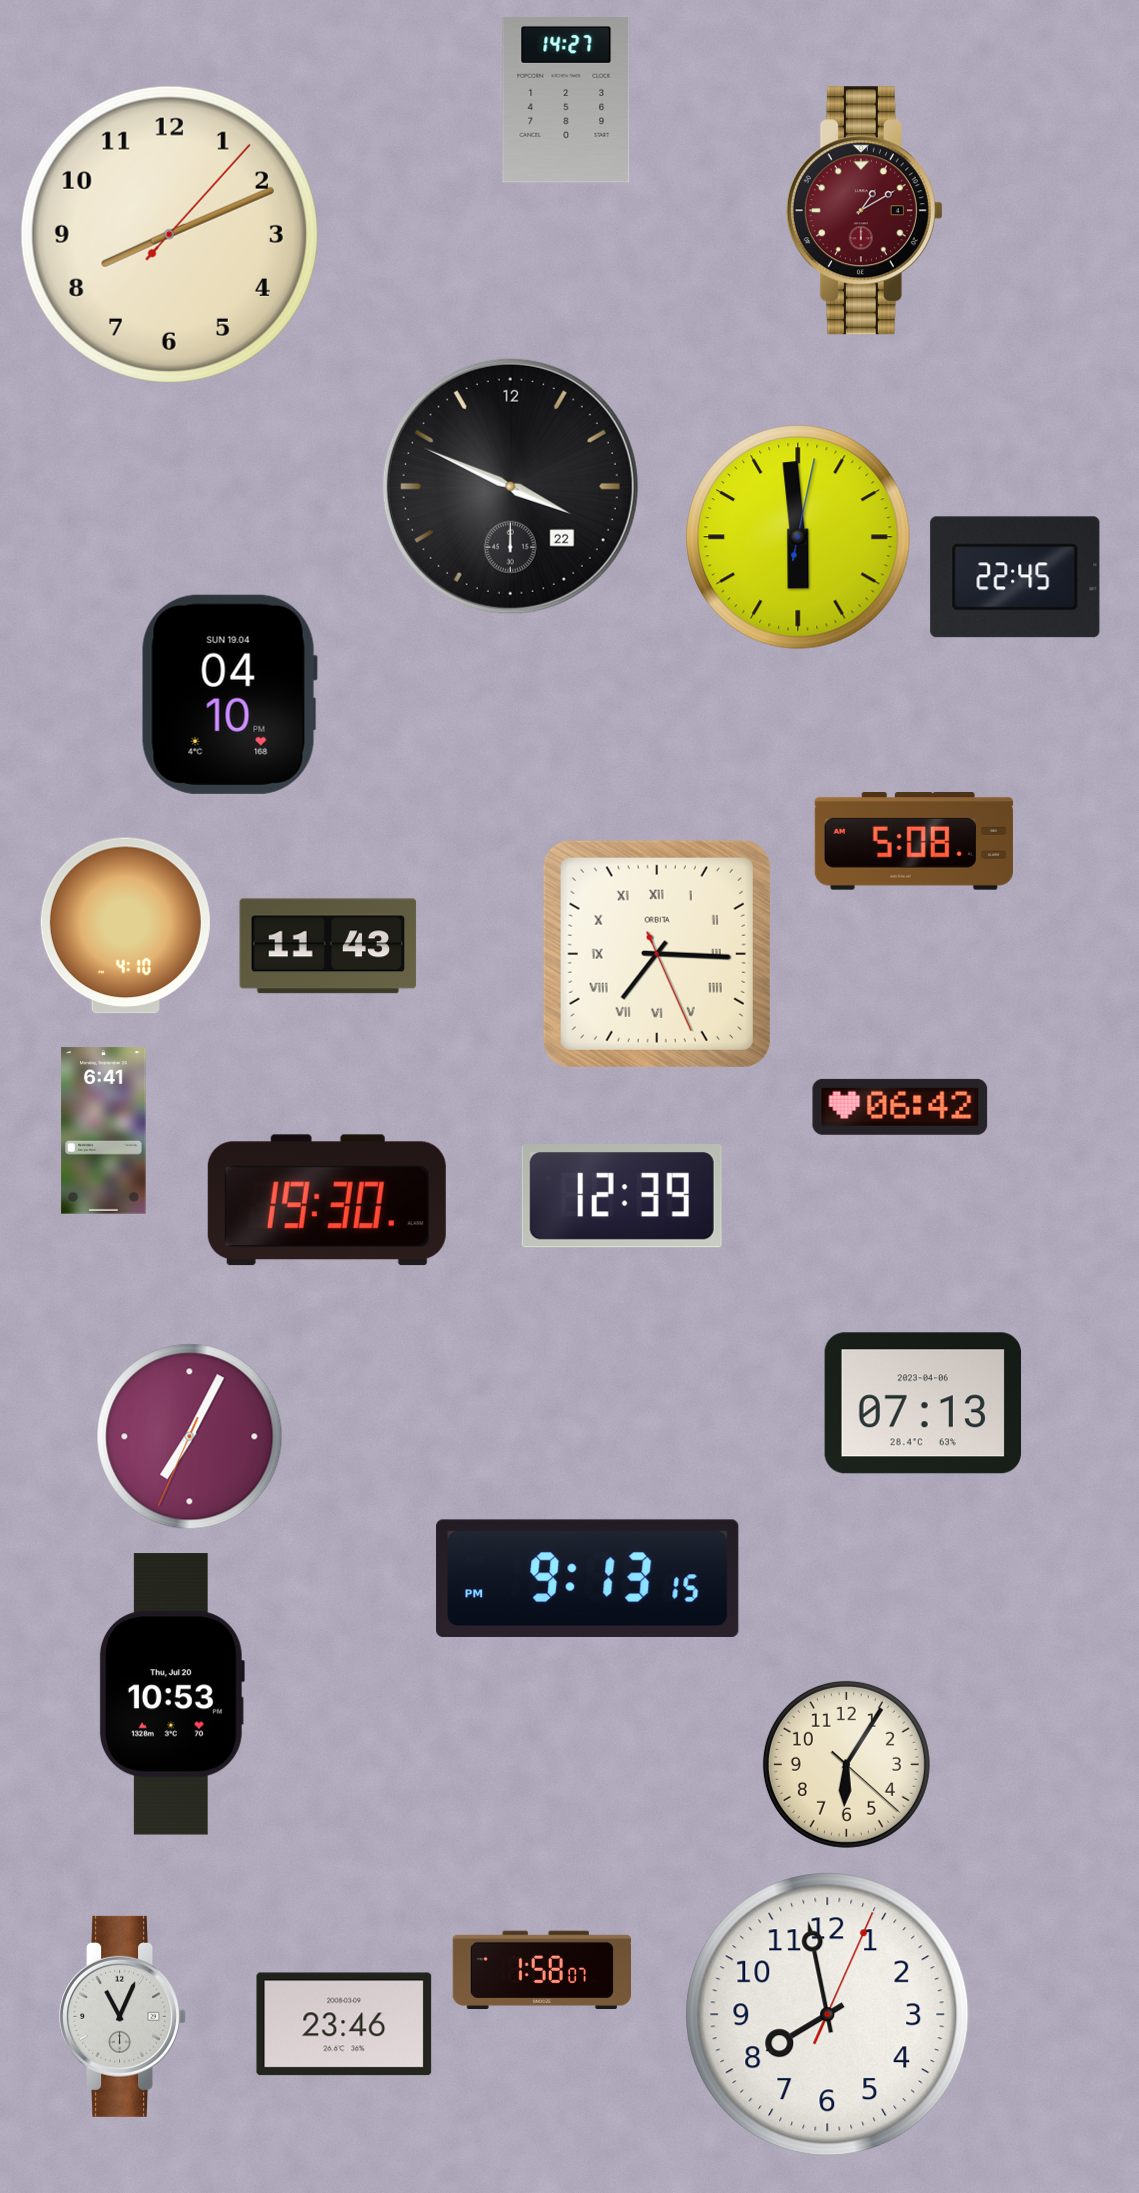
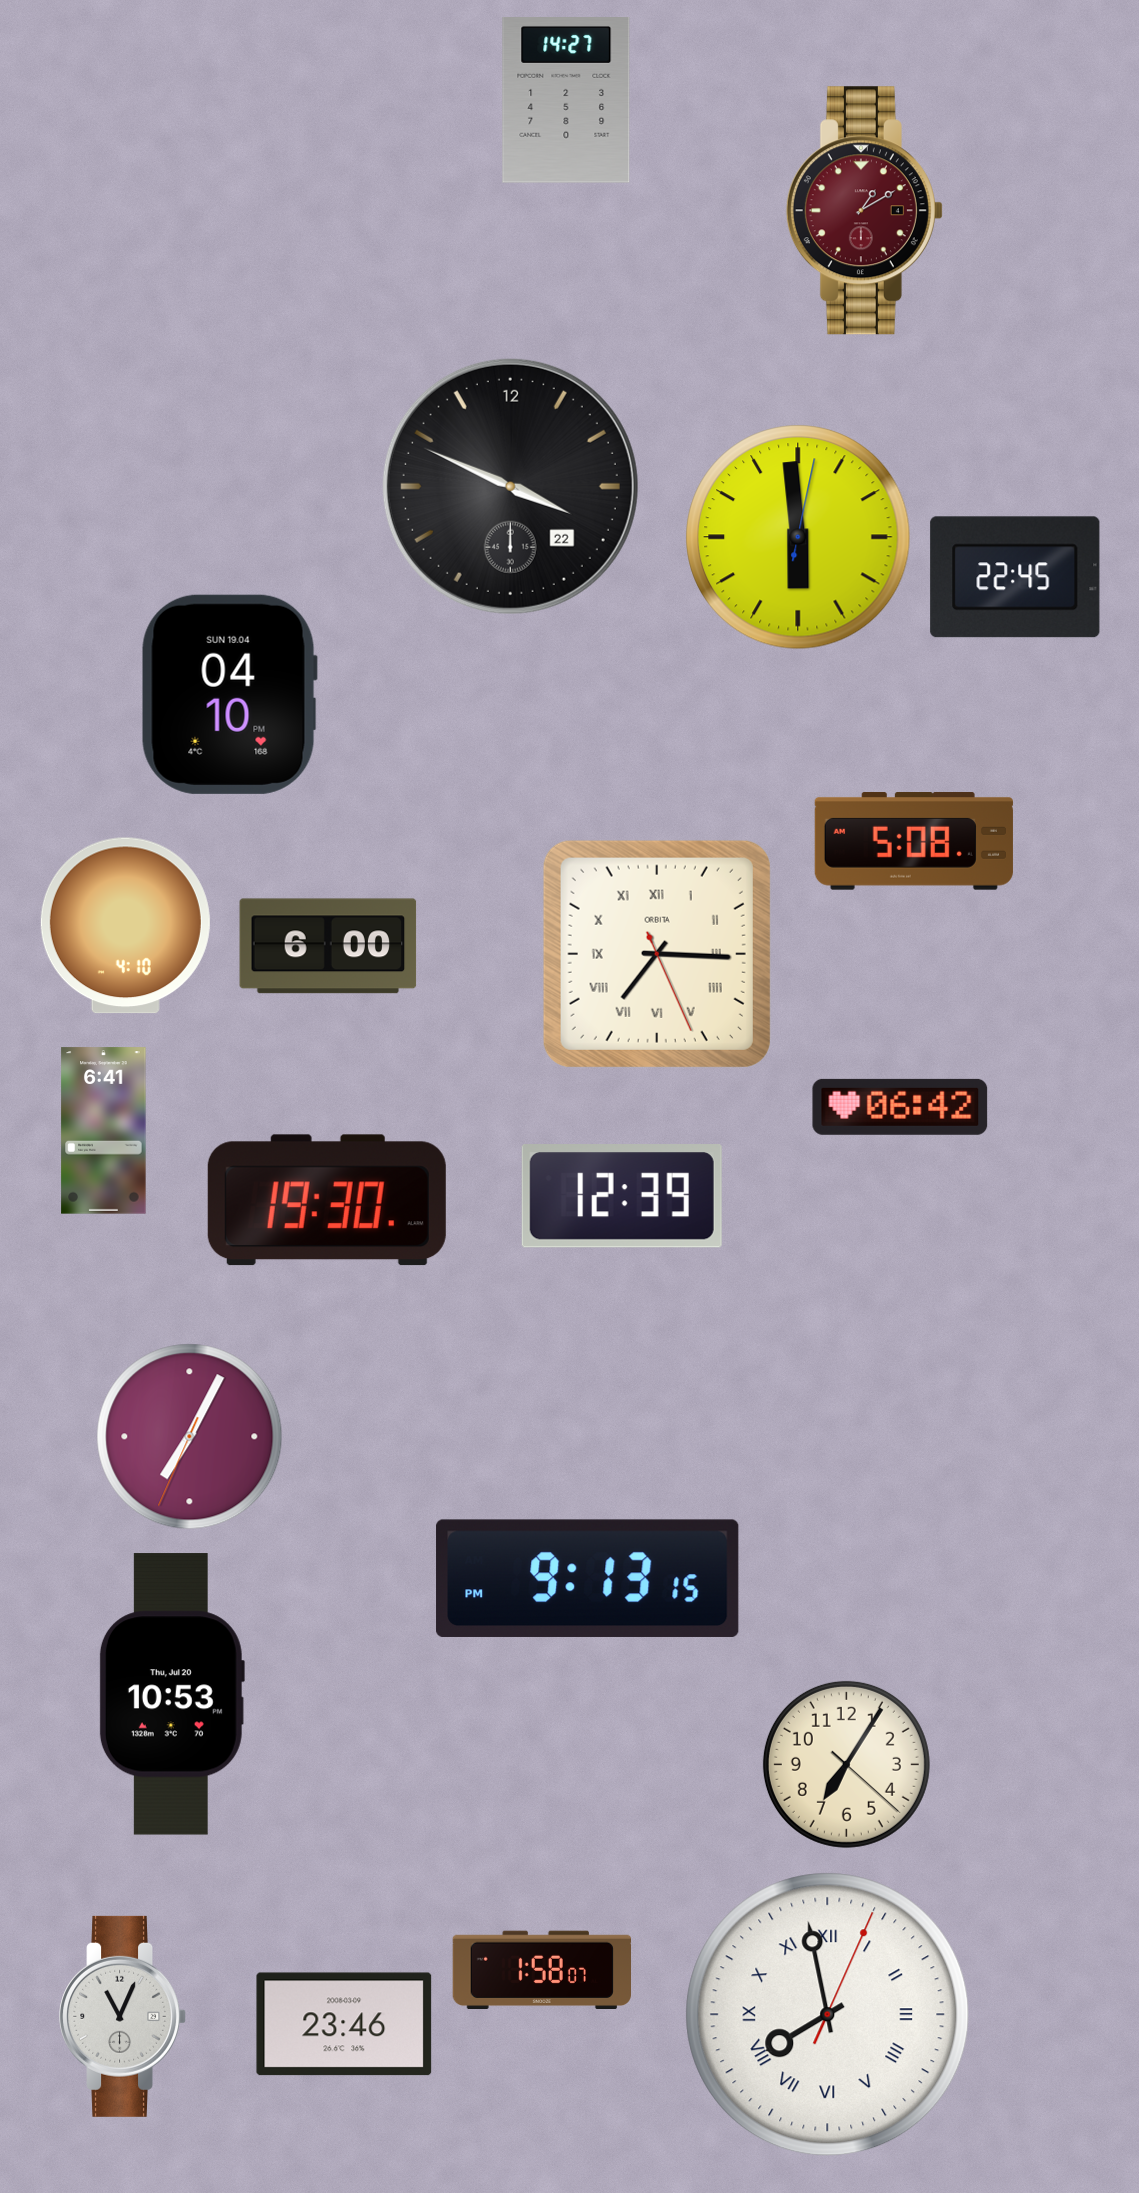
clock at (169, 234): 8:11 -> none
clock at (328, 946): 11:43 -> 6:00
clock at (922, 1403): 07:13 -> none
clock at (846, 1764): 6:05 -> 7:05
clock at (828, 2015) numerals: Arabic -> Roman
